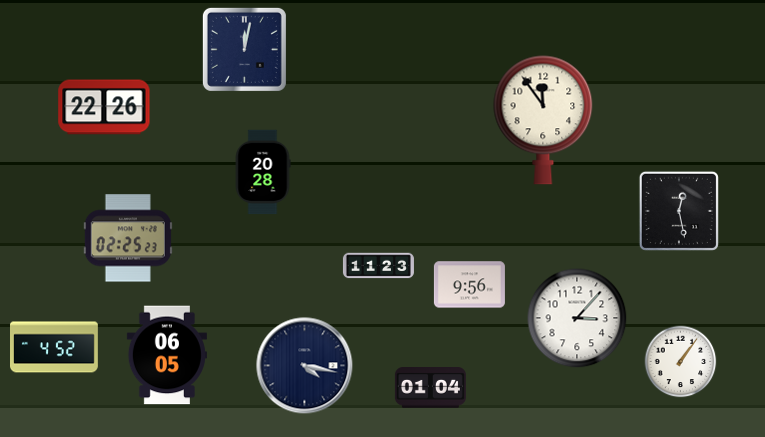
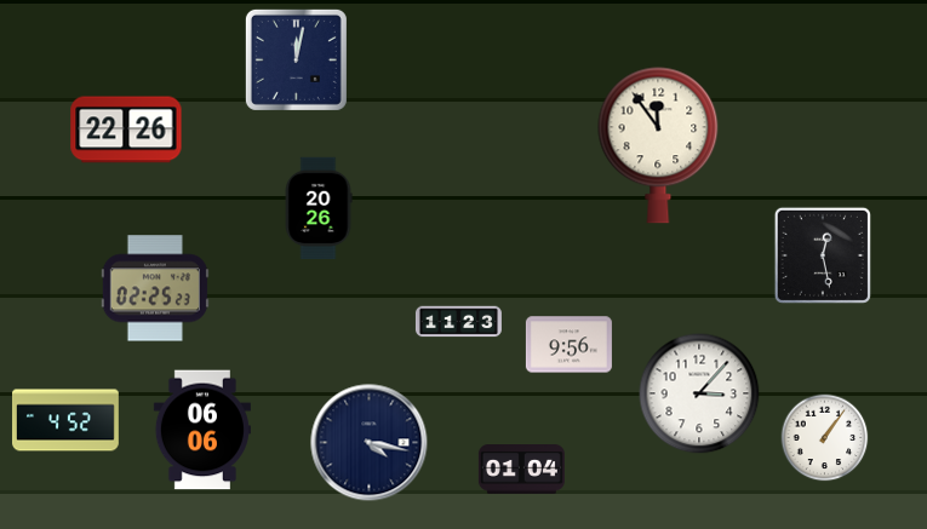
clock at (263, 172): 20:28 -> 20:26
clock at (577, 318) position: (577, 318) -> (699, 393)
clock at (167, 355): 06:05 -> 06:06
